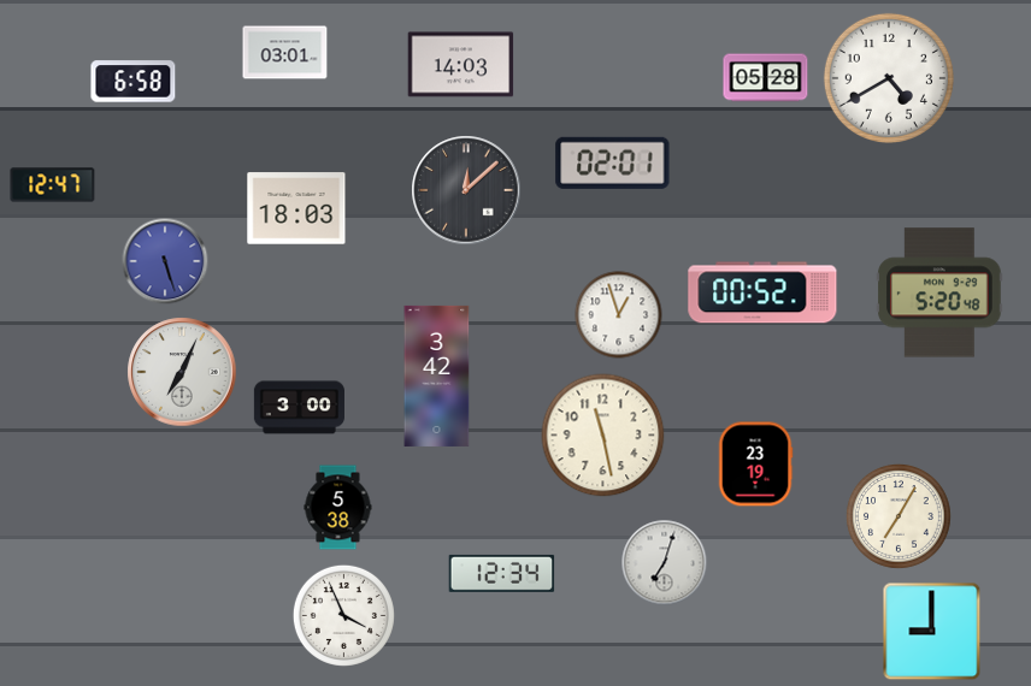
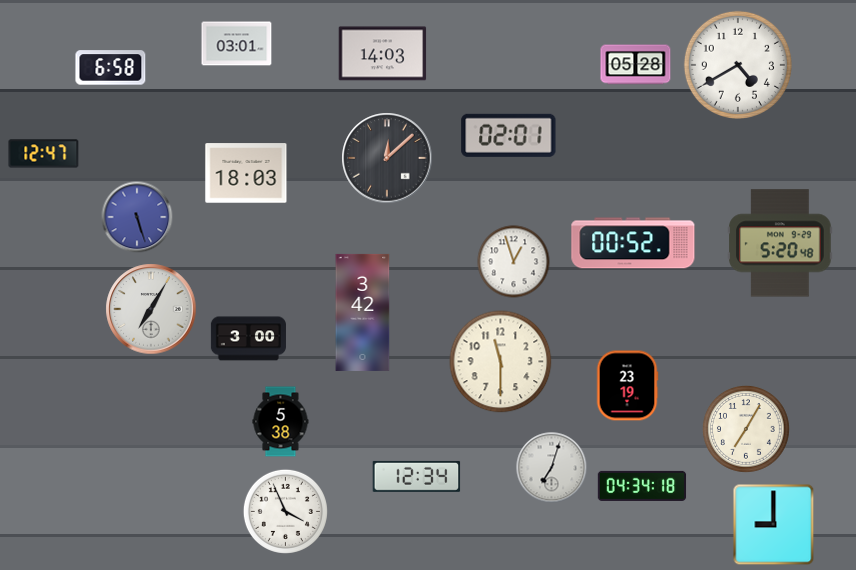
clock at (182, 372): 7:04 -> 7:05
clock at (603, 436): 11:28 -> 11:30
clock at (642, 486): none -> 04:34
